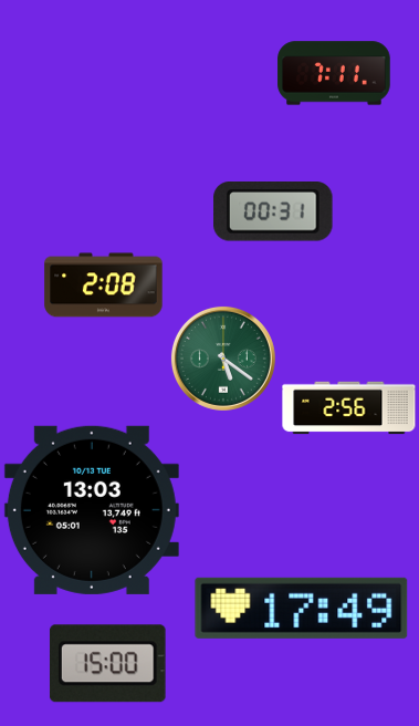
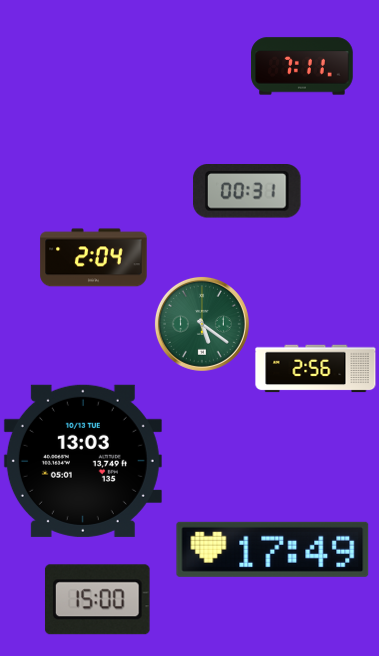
clock at (104, 286): 2:08 -> 2:04
